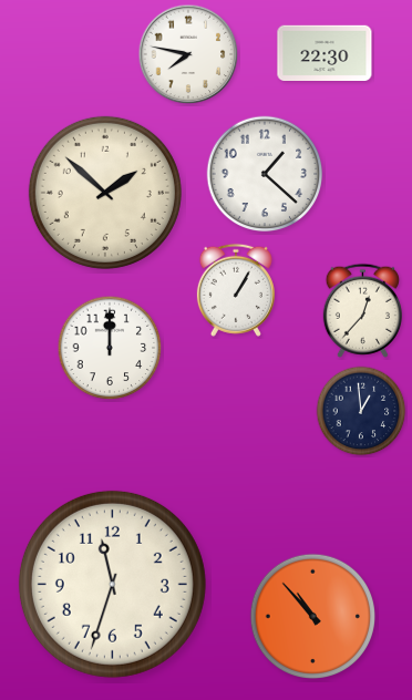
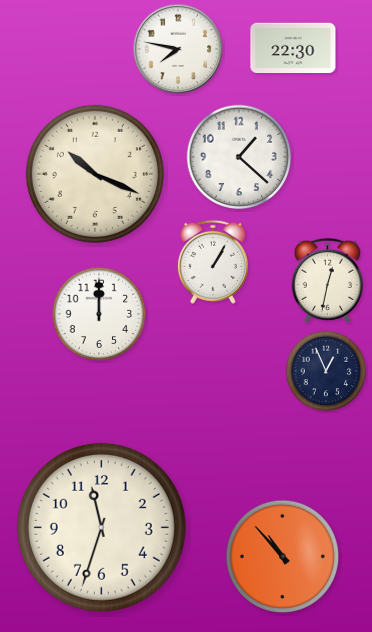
clock at (188, 54) position: (188, 54) -> (178, 49)
clock at (105, 193): 1:52 -> 10:19
clock at (362, 310): 12:37 -> 12:32
clock at (361, 411): 12:59 -> 12:56
